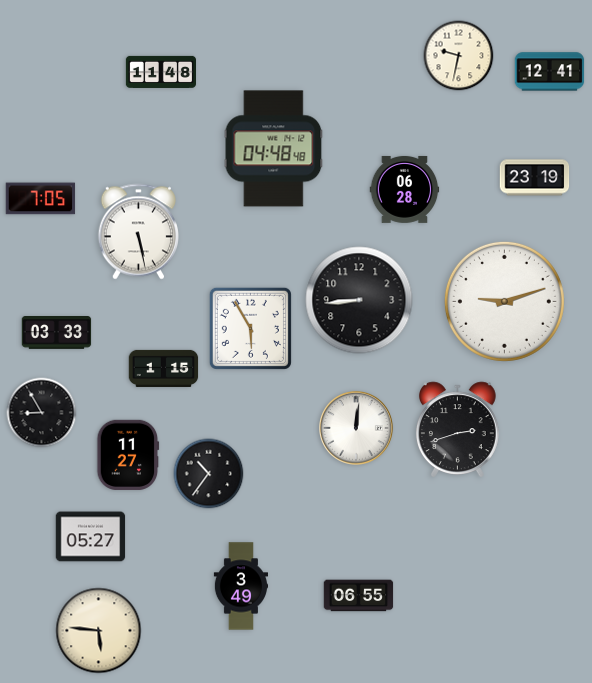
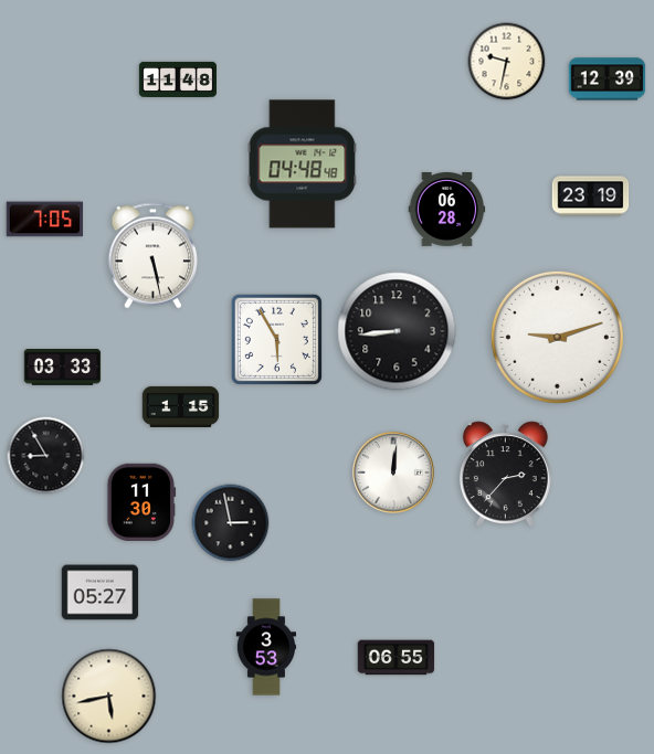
clock at (550, 72): 12:41 -> 12:39
clock at (504, 301) position: (504, 301) -> (557, 337)
clock at (250, 328) position: (250, 328) -> (276, 339)
clock at (457, 429): 2:42 -> 2:37
clock at (128, 455): 11:27 -> 11:30
clock at (209, 474): 10:36 -> 2:58
clock at (240, 586): 3:49 -> 3:53
clock at (99, 631): 5:46 -> 5:43
